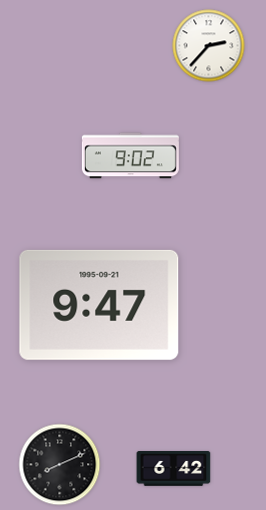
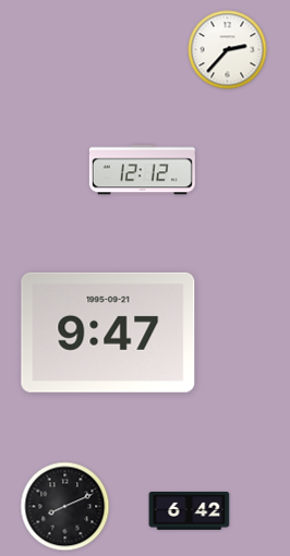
clock at (130, 156): 9:02 -> 12:12
